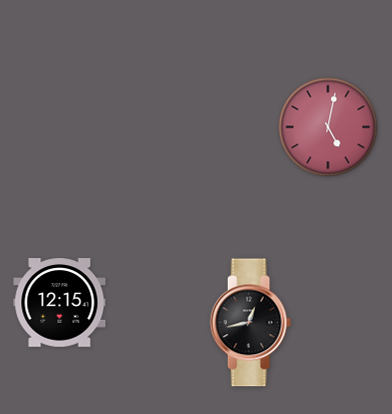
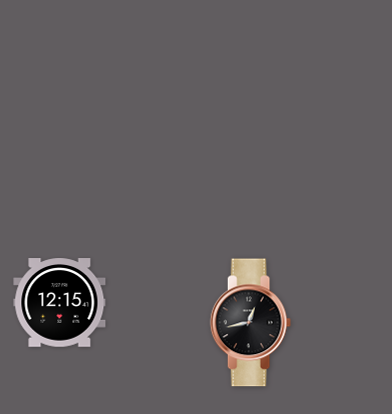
clock at (328, 127): 5:02 -> none
